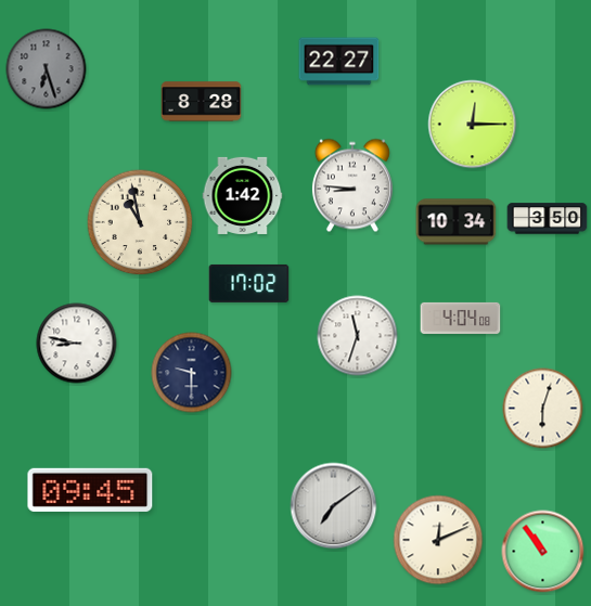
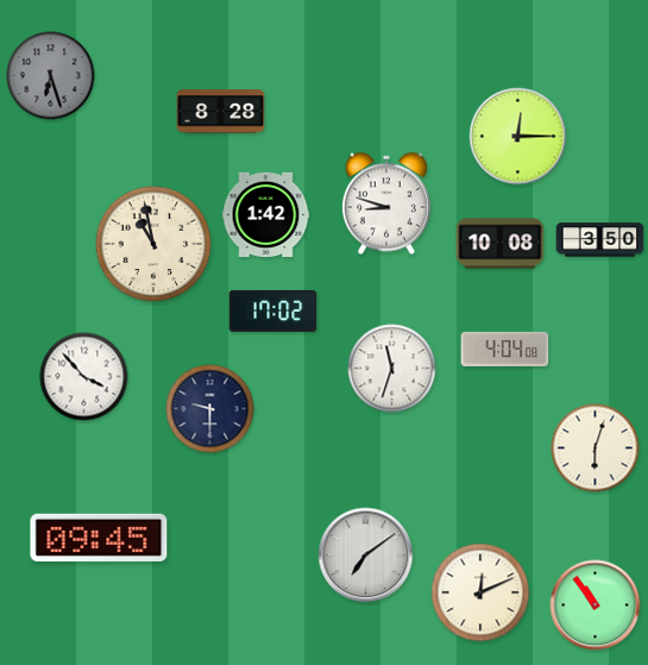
clock at (339, 62): 22:27 -> none
clock at (352, 185): 8:46 -> 8:48
clock at (457, 222): 10:34 -> 10:08
clock at (77, 344): 8:47 -> 3:53
